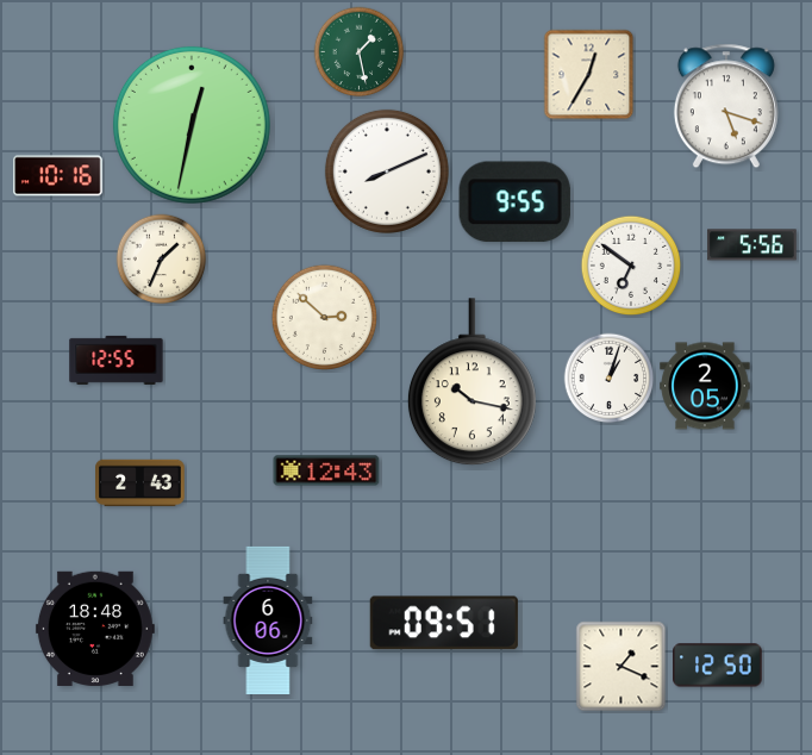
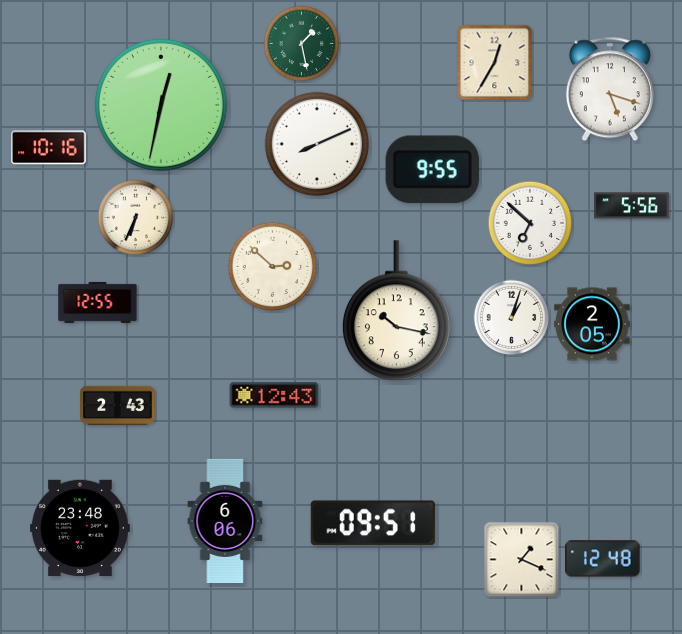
clock at (387, 171) position: (387, 171) -> (317, 144)
clock at (162, 260): 1:34 -> 6:34
clock at (631, 266): 6:51 -> 6:52
clock at (471, 382) position: (471, 382) -> (396, 311)
clock at (95, 629): 18:48 -> 23:48
clock at (718, 666): 12:50 -> 12:48
